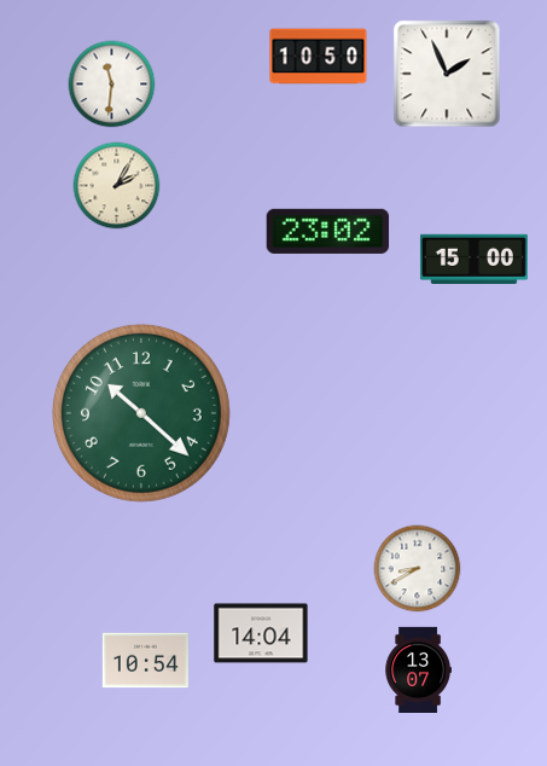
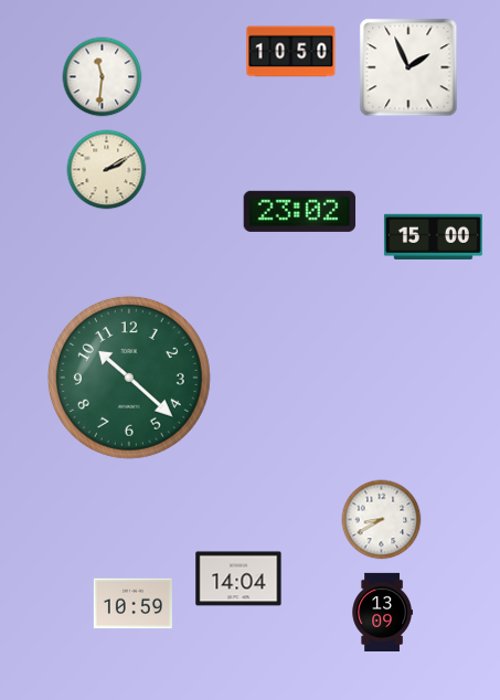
clock at (117, 186): 2:05 -> 2:10
clock at (145, 661): 10:54 -> 10:59
clock at (418, 669): 13:07 -> 13:09
